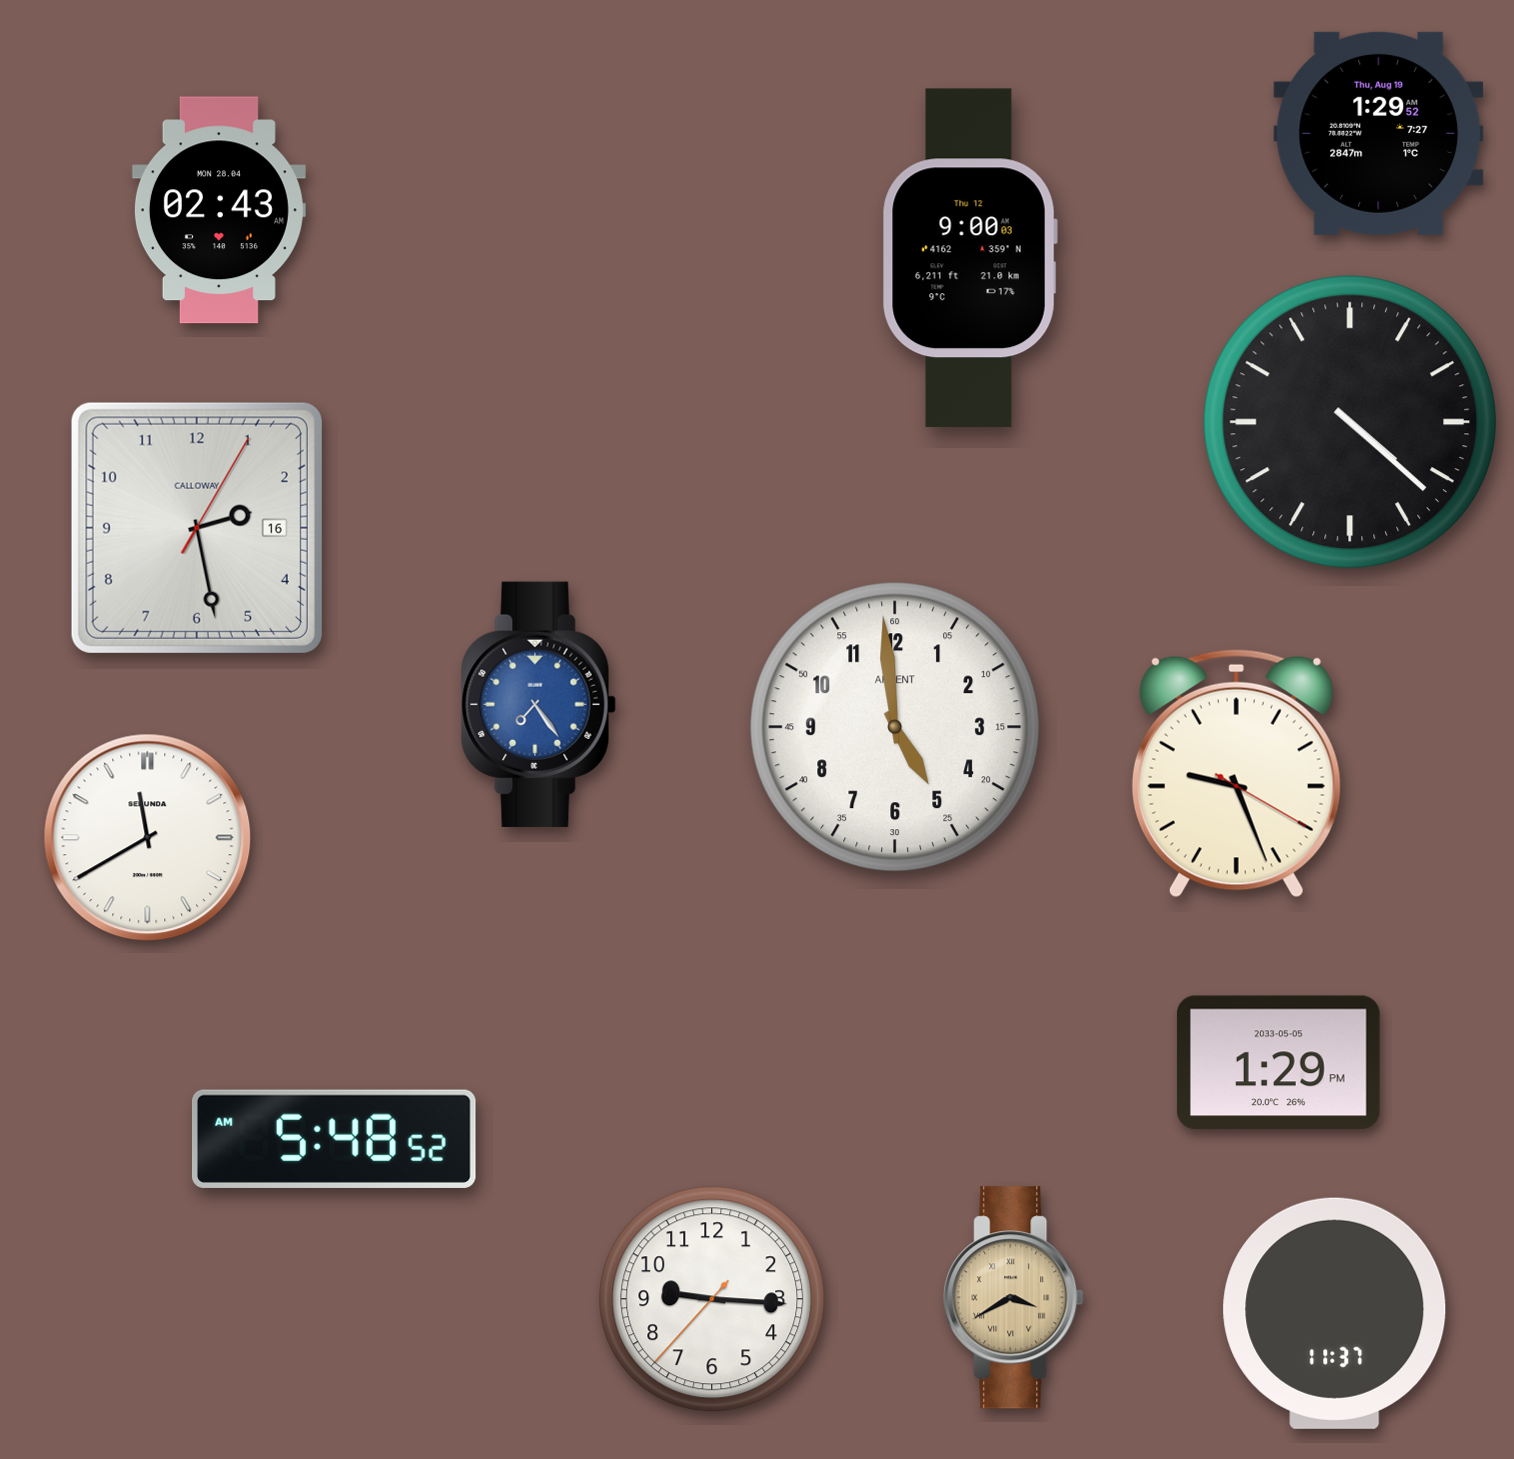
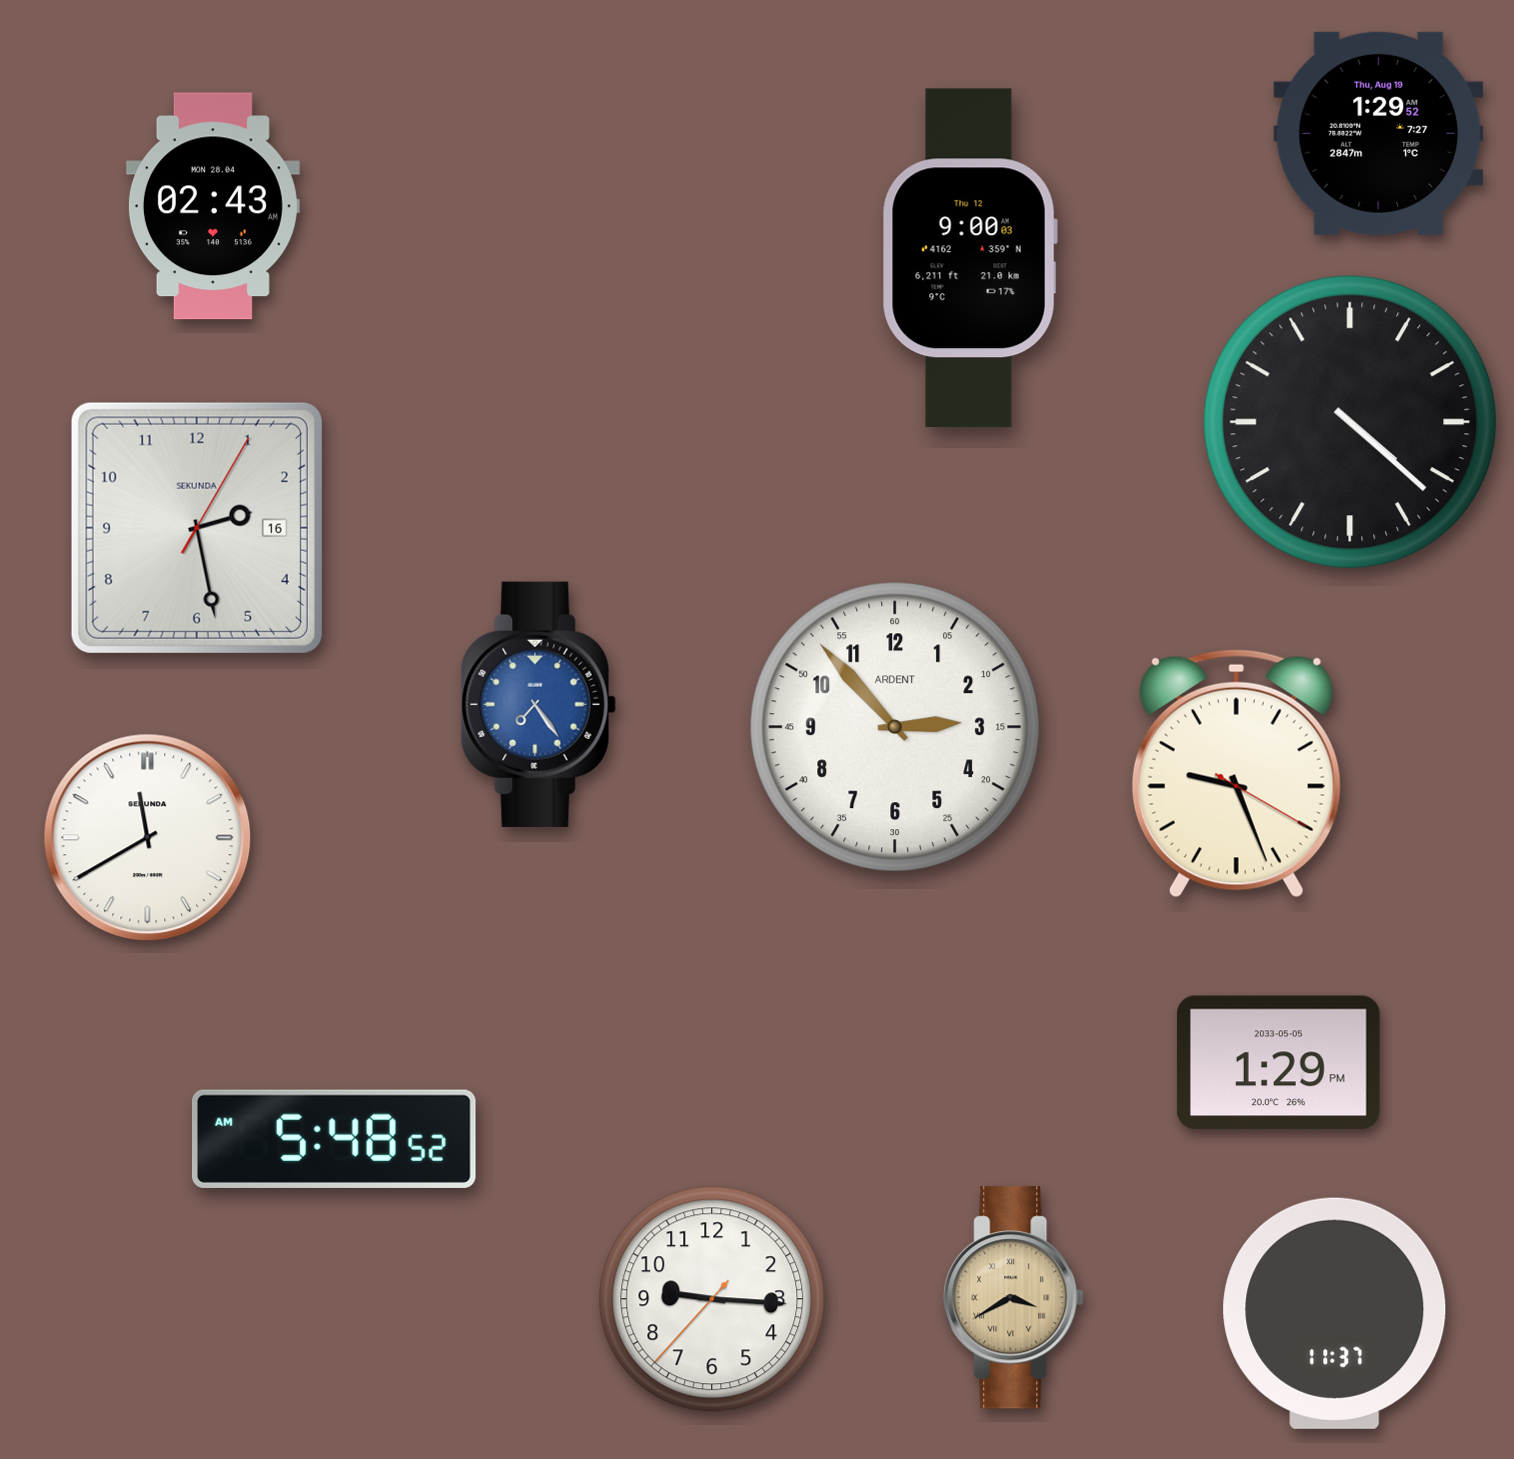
clock at (219, 210) position: (219, 210) -> (213, 206)
clock at (197, 528) brand: CALLOWAY -> SEKUNDA
clock at (895, 727): 4:59 -> 2:53
